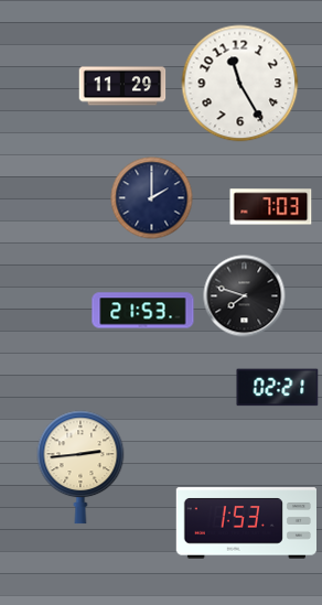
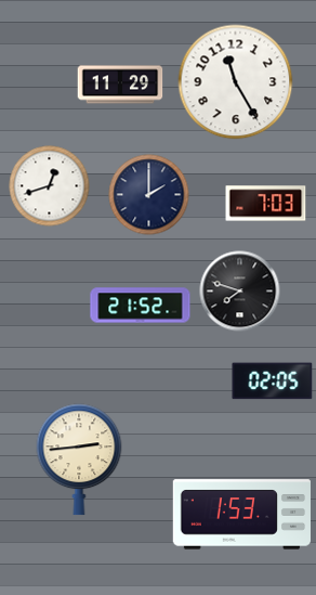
clock at (50, 186): none -> 12:42
clock at (143, 311): 21:53 -> 21:52
clock at (278, 388): 02:21 -> 02:05
